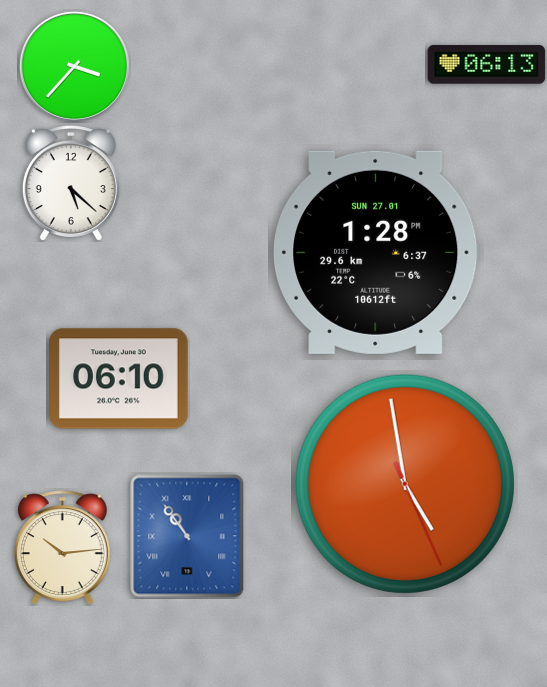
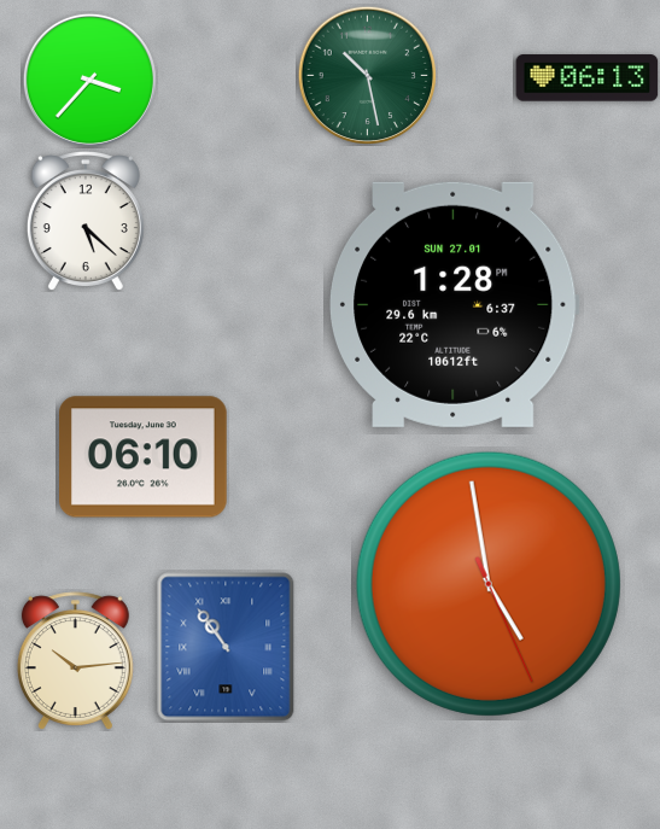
clock at (367, 75): none -> 10:28
